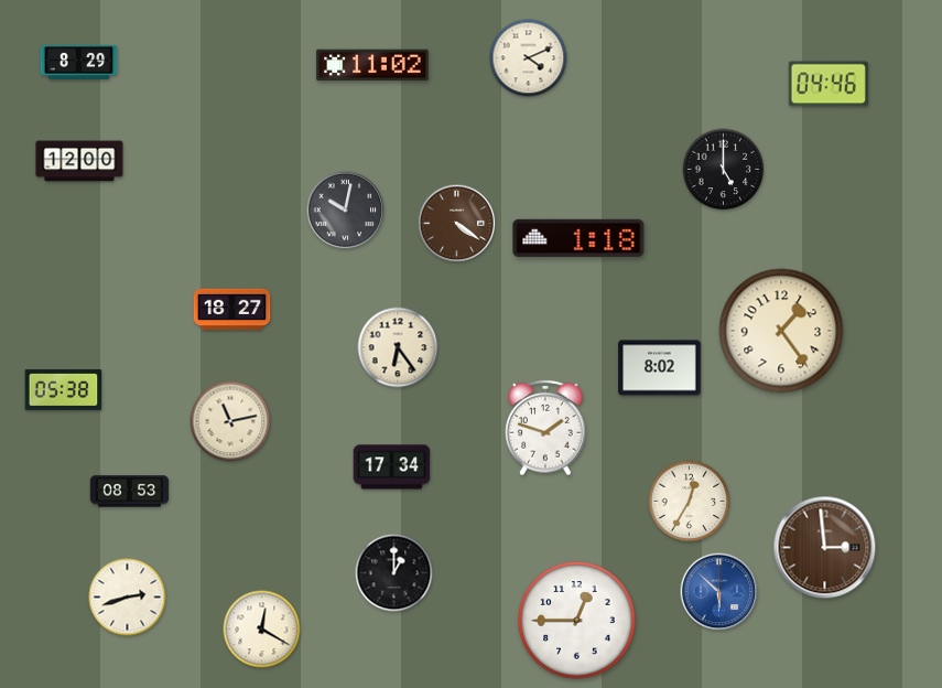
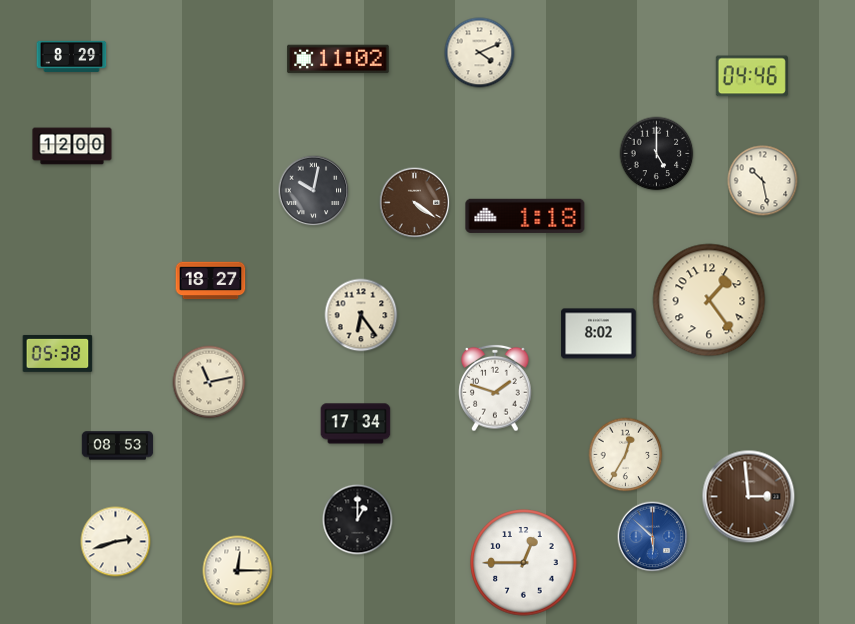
clock at (763, 181): none -> 10:28
clock at (262, 630): 12:20 -> 12:15
